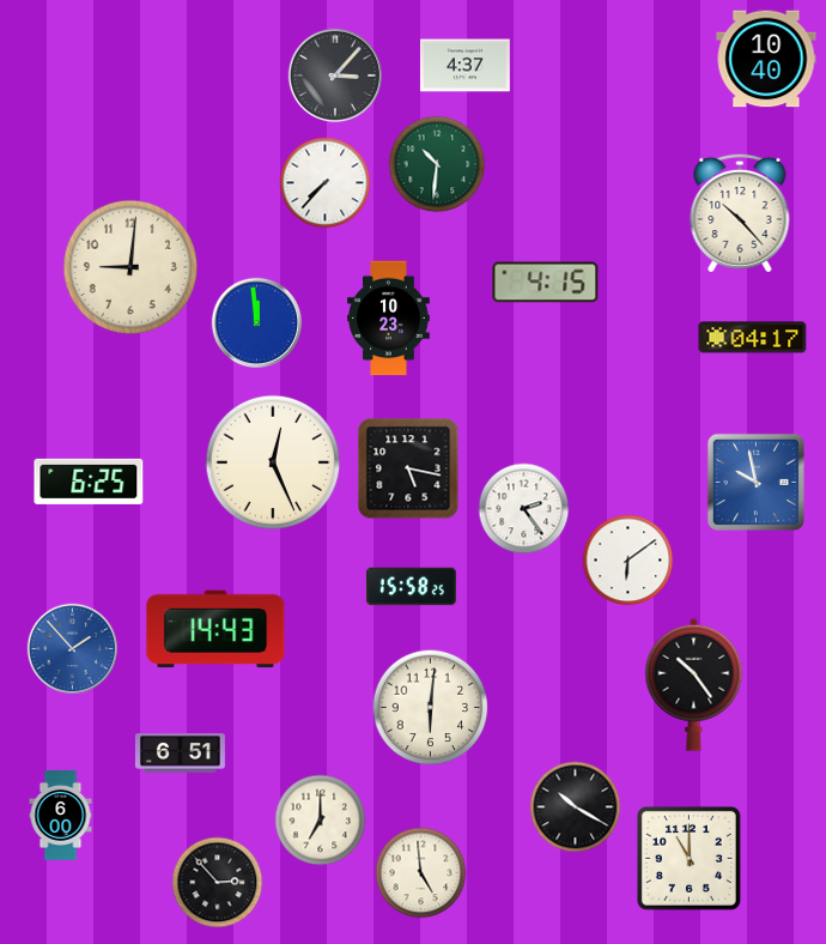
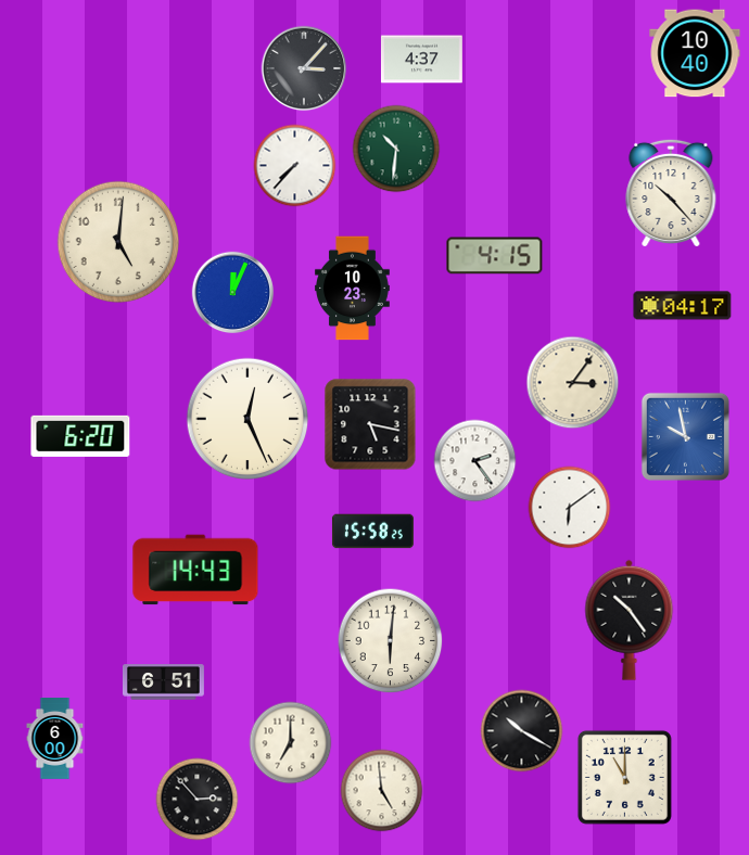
clock at (130, 267): 9:01 -> 5:01
clock at (257, 323): 11:59 -> 12:04
clock at (573, 383): none -> 3:06
clock at (89, 482): 6:25 -> 6:20
clock at (73, 649): 1:53 -> none
